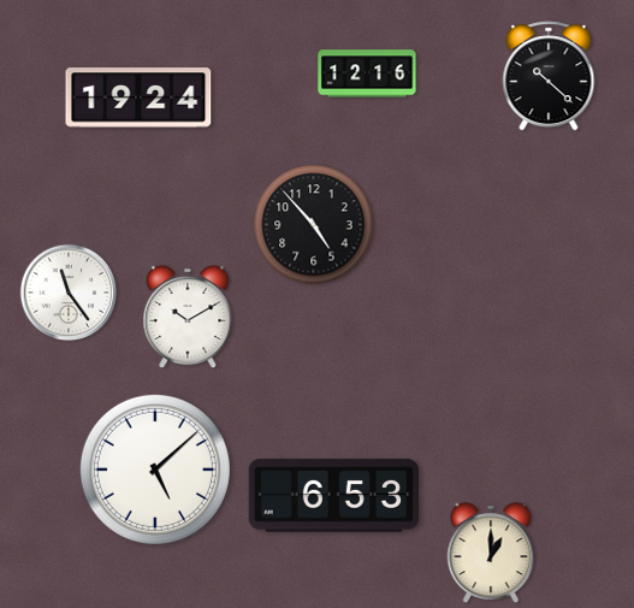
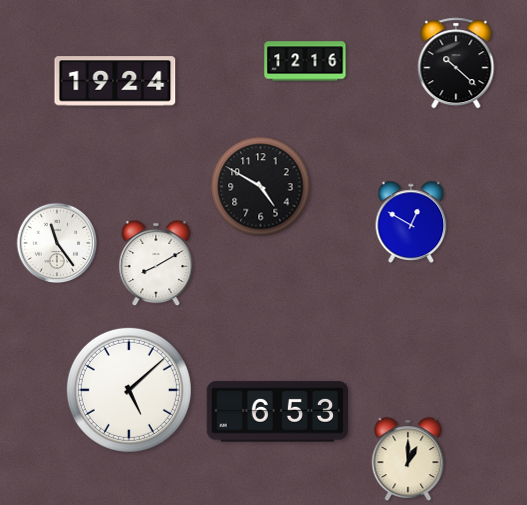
clock at (314, 225): 4:53 -> 4:50
clock at (411, 222): none -> 12:50
clock at (188, 317): 10:10 -> 8:10
